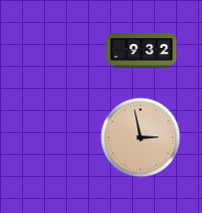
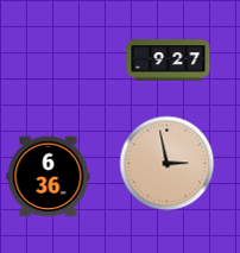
clock at (142, 51): 9:32 -> 9:27
clock at (49, 177): none -> 6:36
